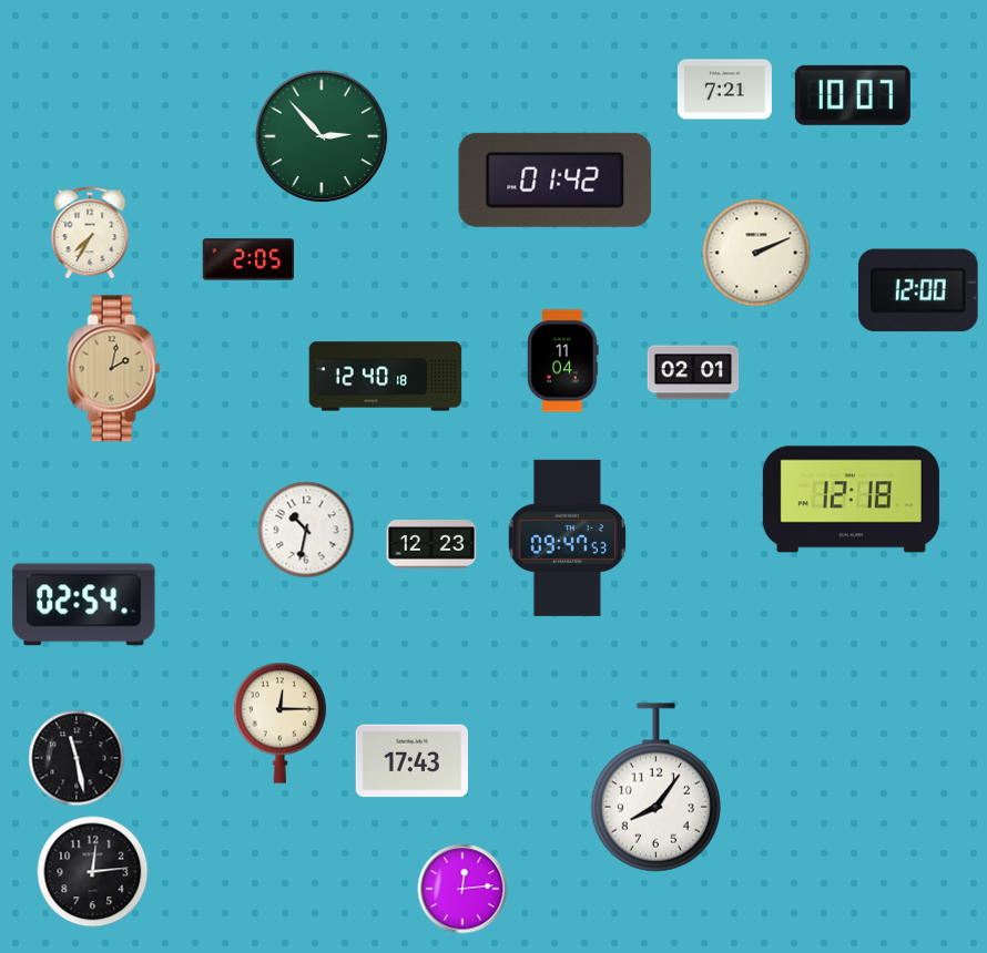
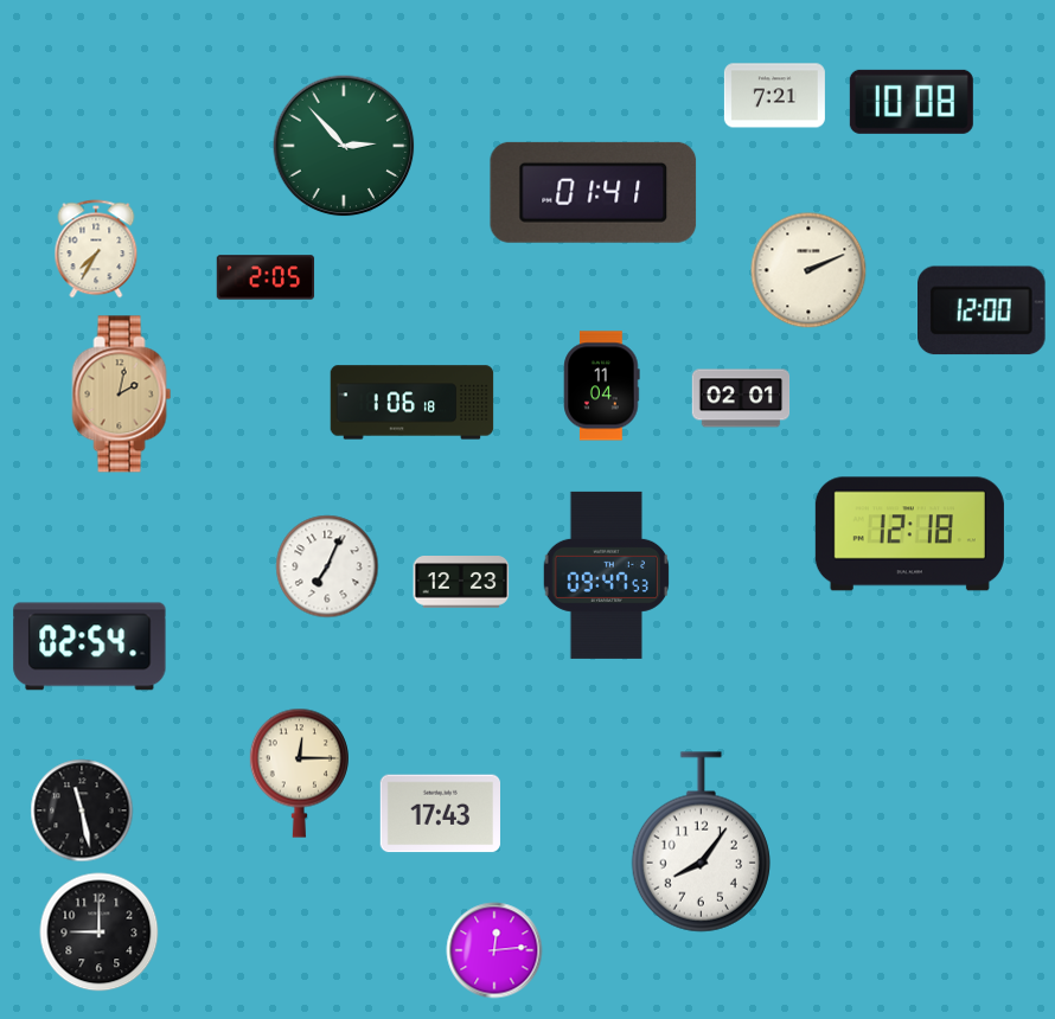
clock at (853, 95): 10:07 -> 10:08
clock at (556, 180): 01:42 -> 01:41
clock at (386, 377): 12:40 -> 1:06
clock at (306, 530): 10:32 -> 7:04
clock at (93, 872): 12:14 -> 9:00
